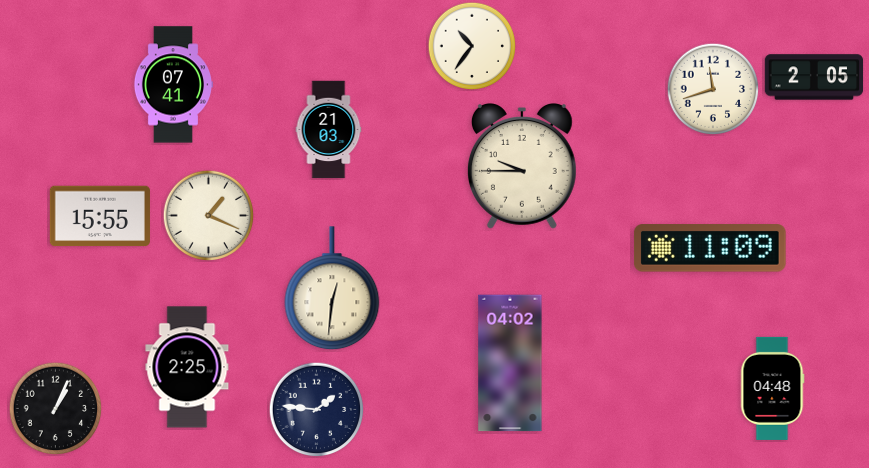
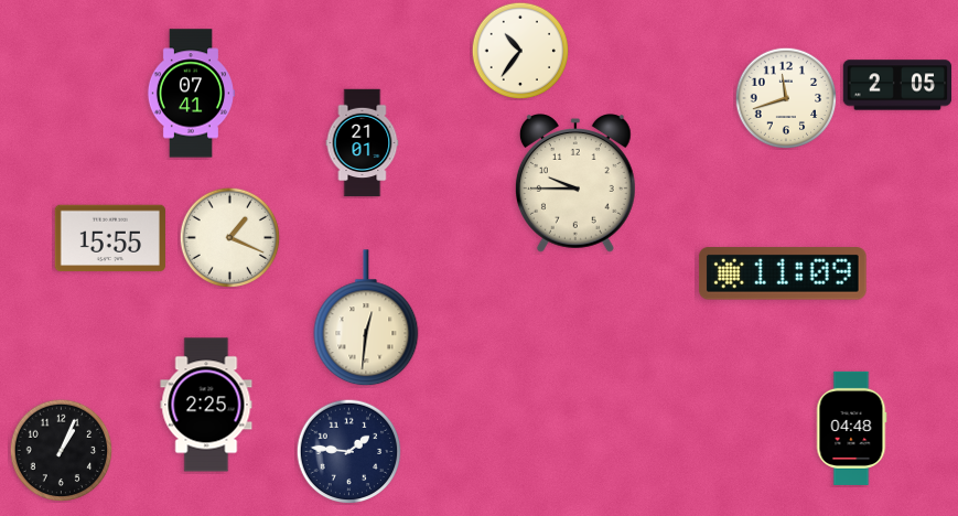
clock at (329, 130): 21:03 -> 21:01
clock at (510, 363): 04:02 -> none
